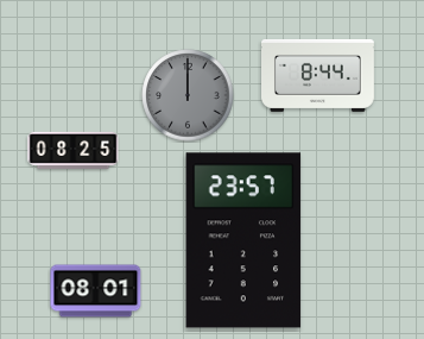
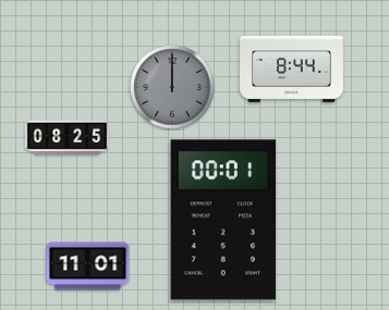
clock at (243, 240): 23:57 -> 00:01
clock at (96, 291): 08:01 -> 11:01
